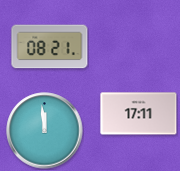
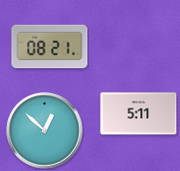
clock at (139, 114): 17:11 -> 5:11
clock at (45, 131): 11:59 -> 12:52
